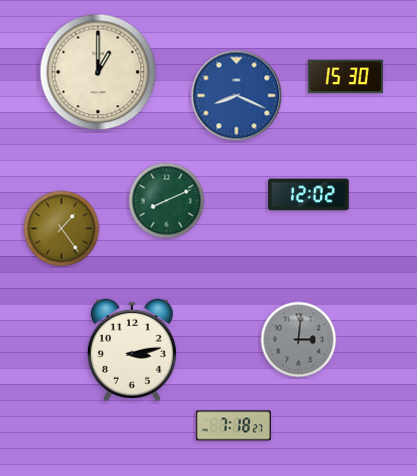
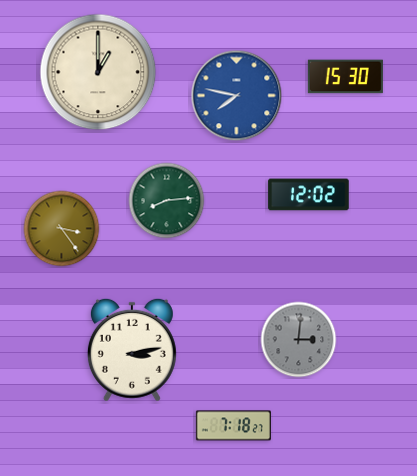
clock at (237, 96): 8:19 -> 7:47
clock at (167, 201): 8:11 -> 8:14
clock at (62, 229): 1:24 -> 3:24
